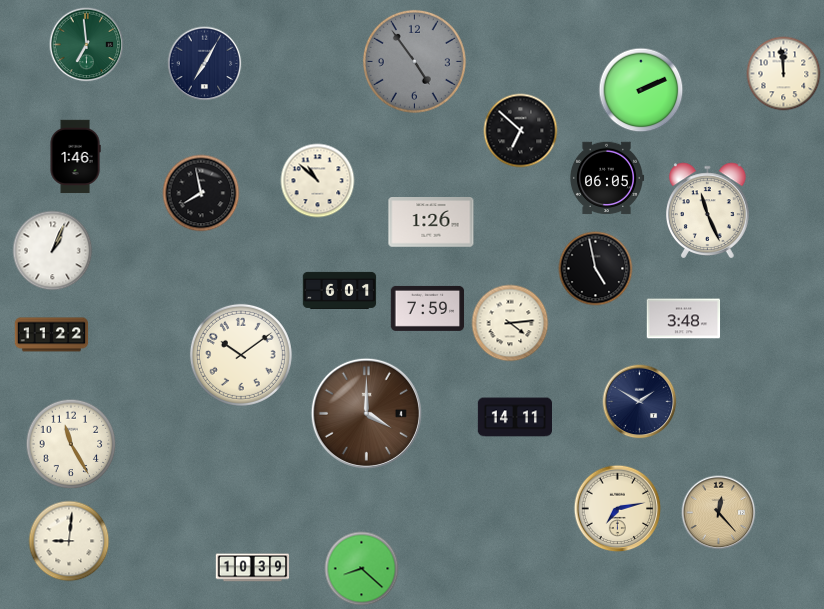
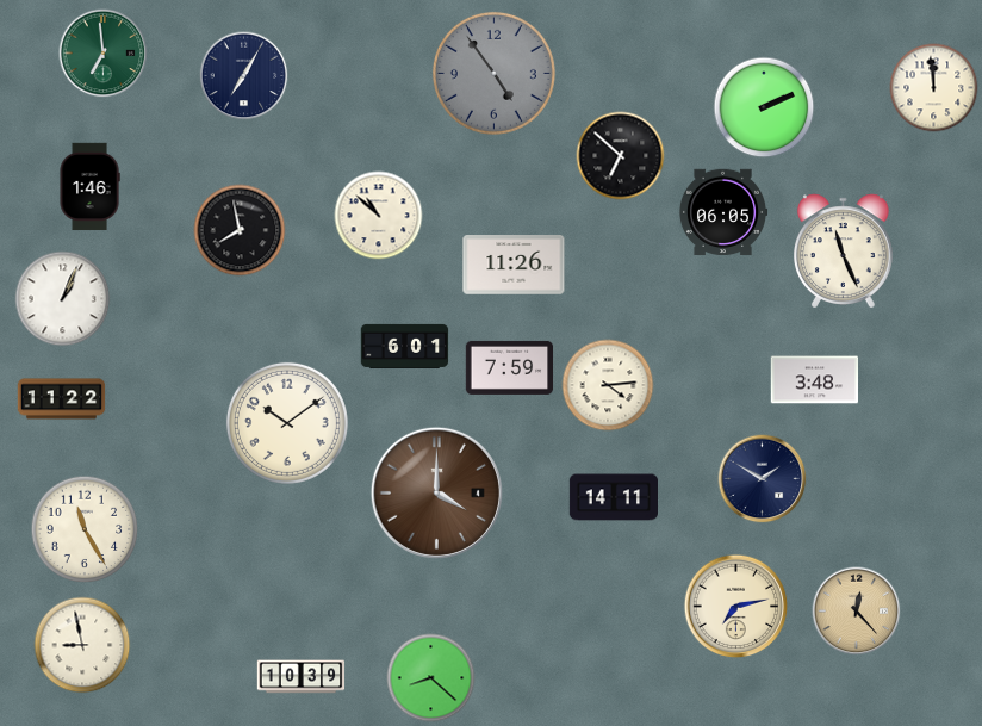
clock at (431, 222): 1:26 -> 11:26
clock at (596, 269): 4:58 -> none
clock at (69, 541): 9:01 -> 8:58
